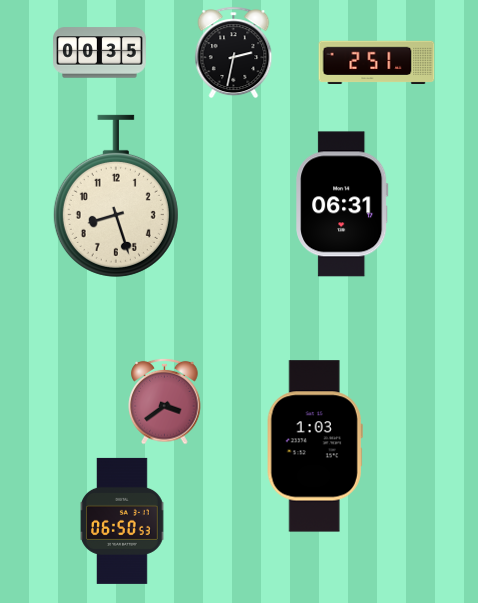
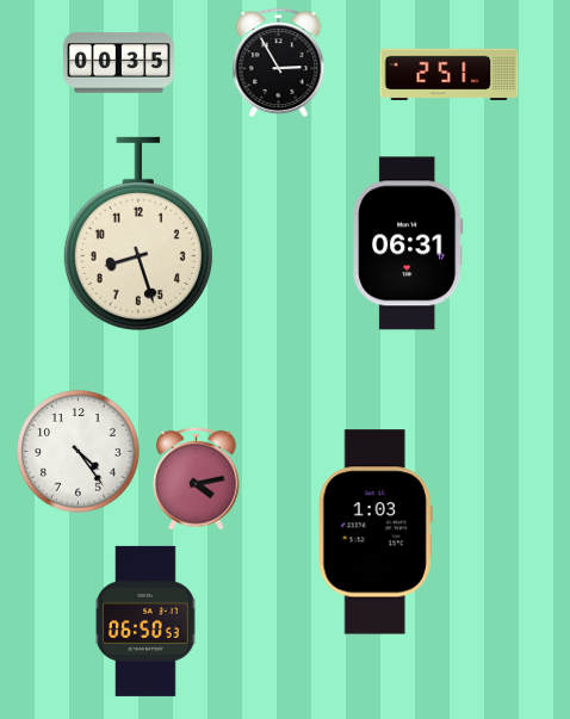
clock at (234, 53): 2:32 -> 2:55
clock at (79, 452): none -> 4:24
clock at (165, 401): 3:39 -> 4:13
